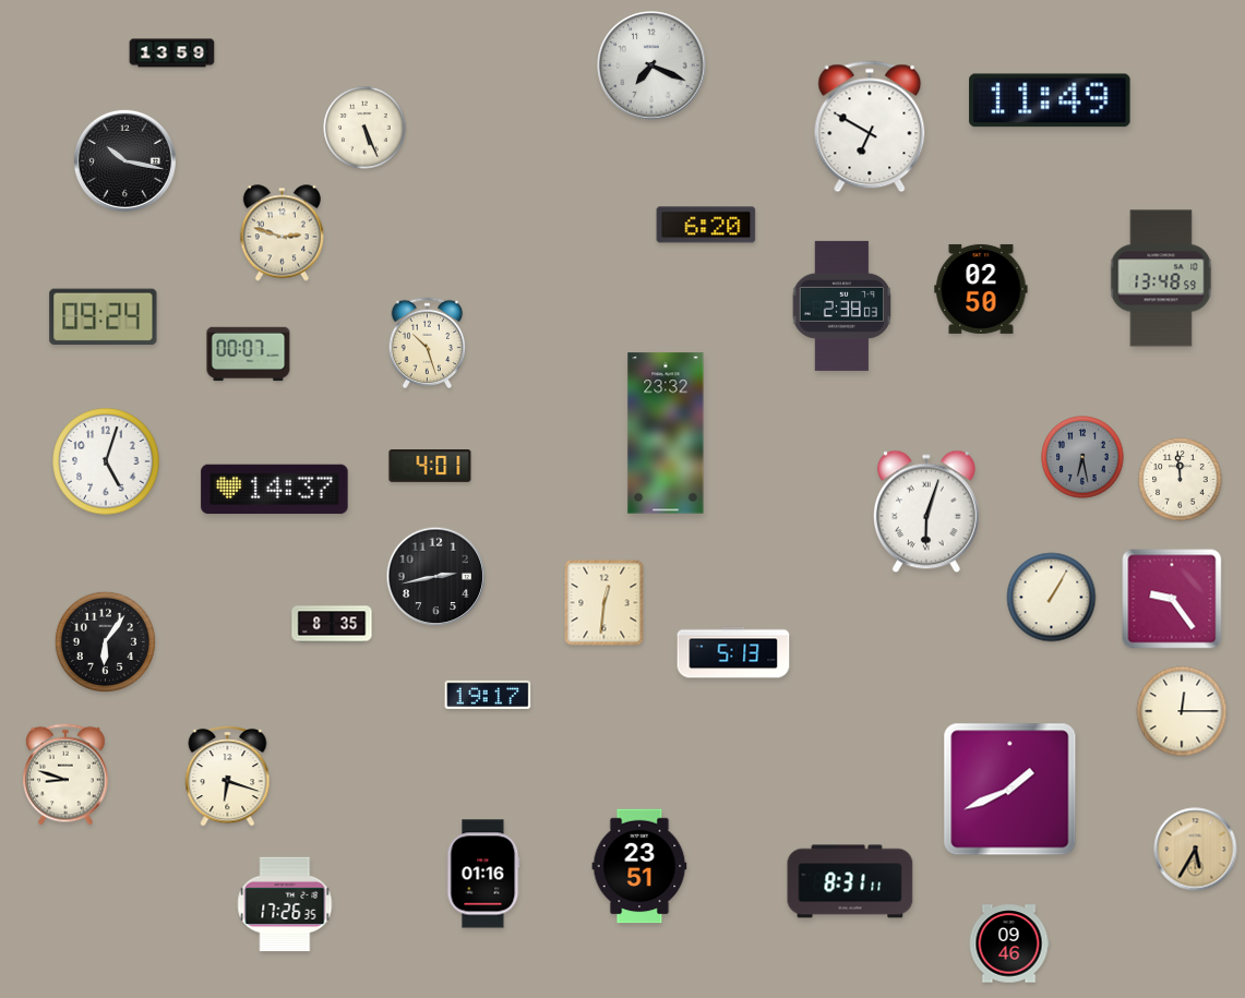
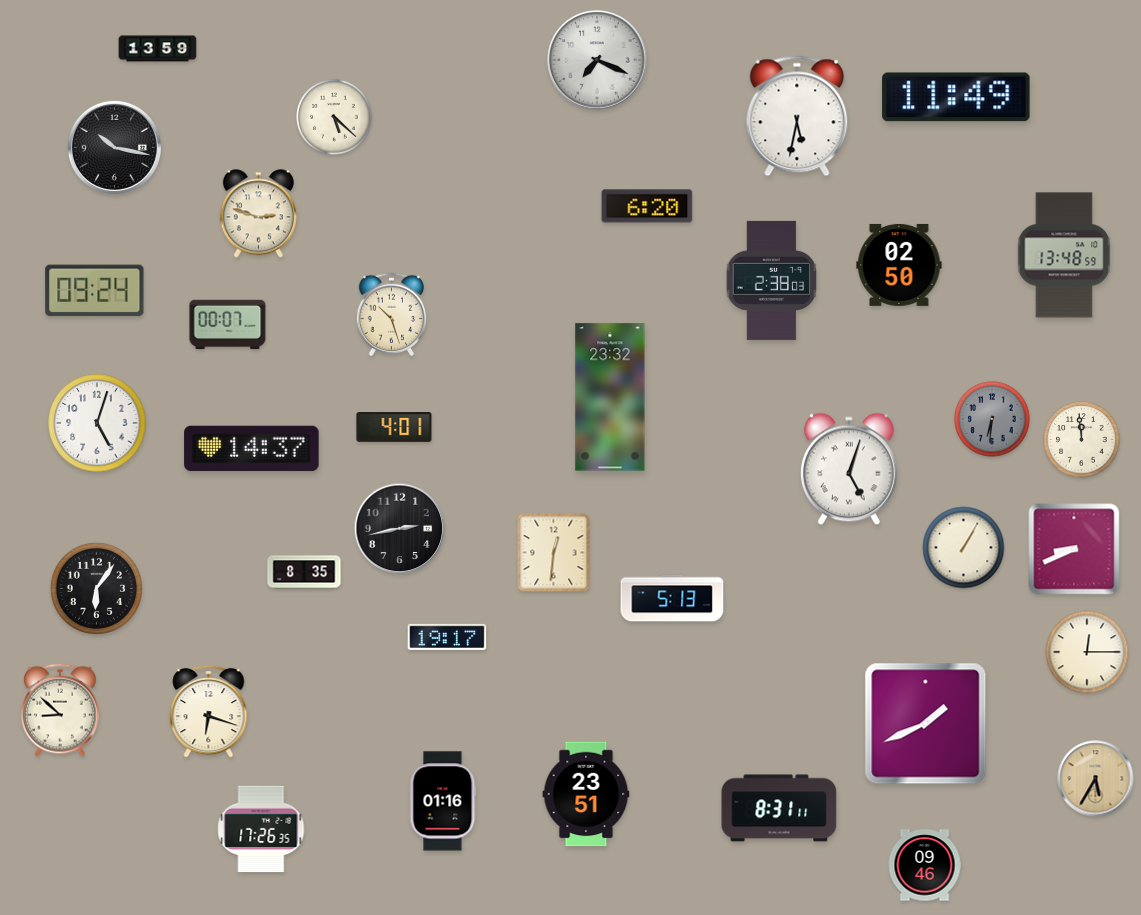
clock at (1050, 100) position: (1050, 100) -> (956, 97)
clock at (870, 127): 6:50 -> 5:32
clock at (364, 128): 5:26 -> 5:22
clock at (1082, 457): 6:28 -> 6:31
clock at (926, 512): 6:03 -> 5:03
clock at (1172, 599): 9:24 -> 8:41
clock at (1182, 711) position: (1182, 711) -> (1087, 652)
clock at (65, 774): 8:48 -> 8:52
